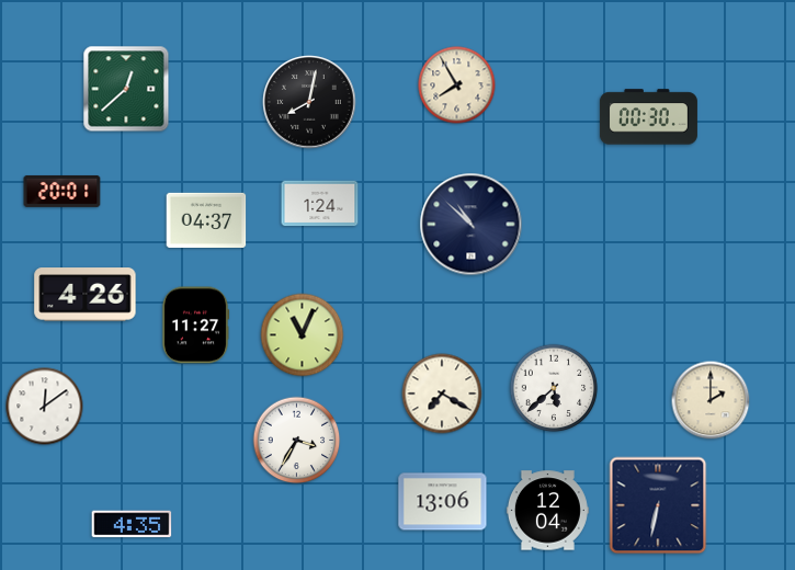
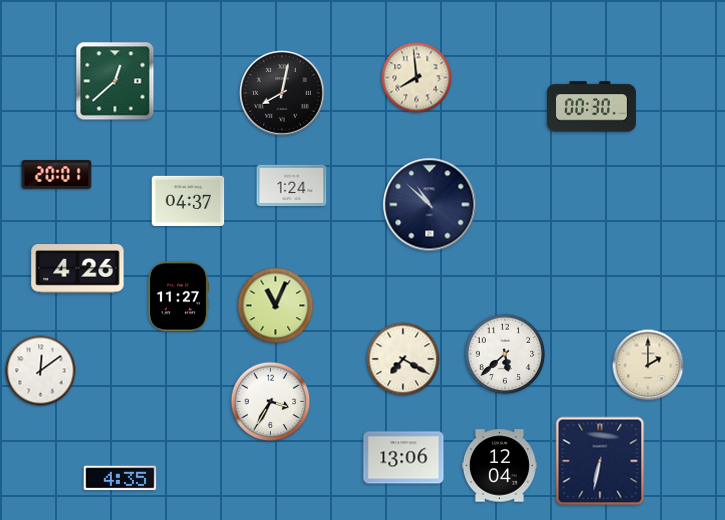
clock at (457, 86): 7:55 -> 7:59
